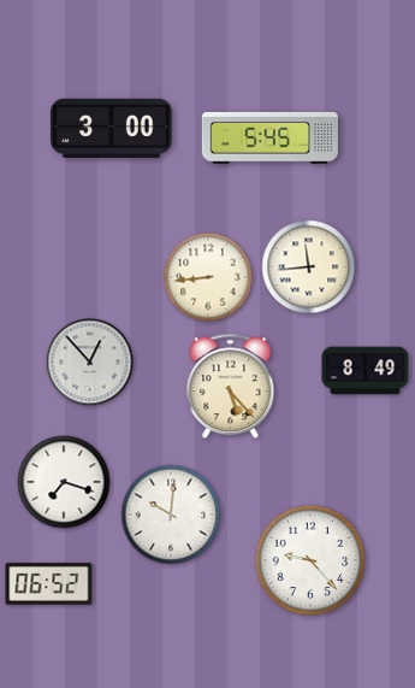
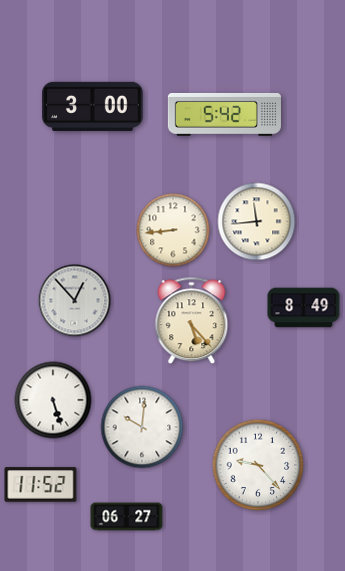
clock at (269, 137): 5:45 -> 5:42
clock at (64, 482): 7:18 -> 5:27
clock at (49, 584): 06:52 -> 11:52
clock at (127, 517): none -> 06:27
